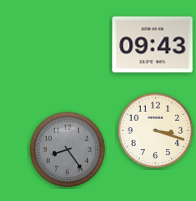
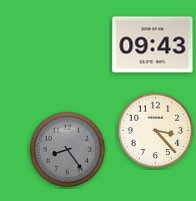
clock at (156, 131): 3:18 -> 3:23
